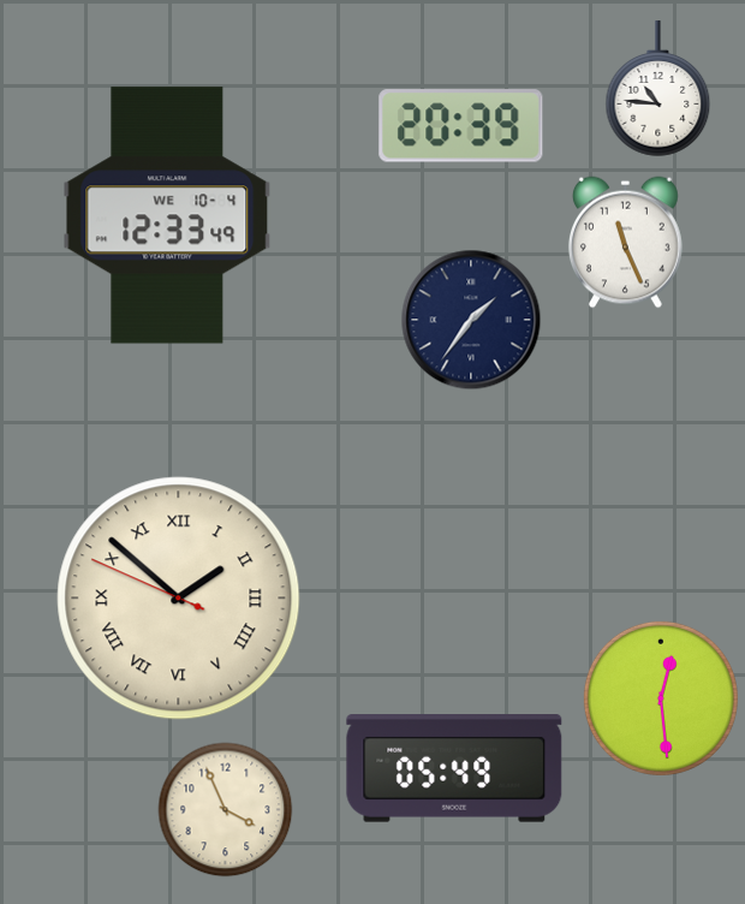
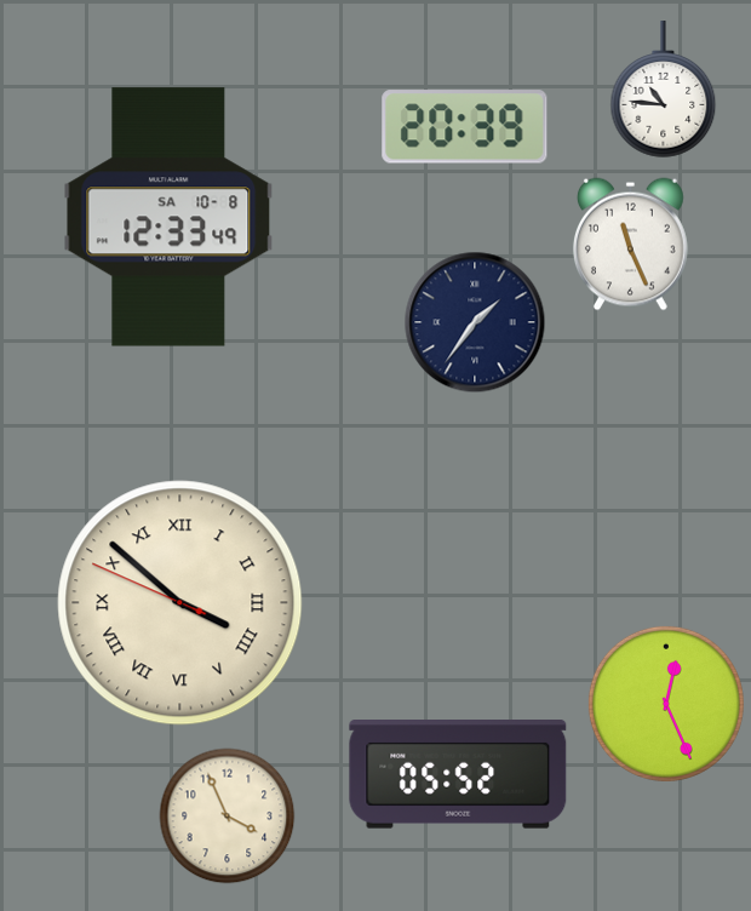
clock at (167, 215) date: WE 10-4 -> SA 10-8
clock at (179, 599): 1:51 -> 3:51
clock at (661, 698): 12:29 -> 12:26
clock at (454, 769): 05:49 -> 05:52
